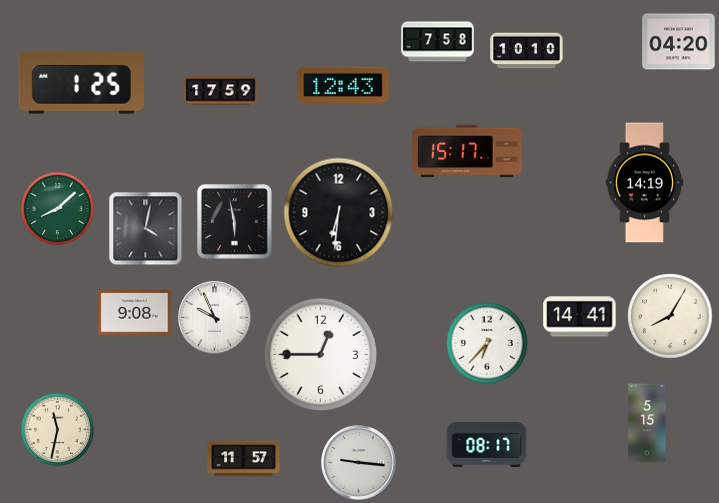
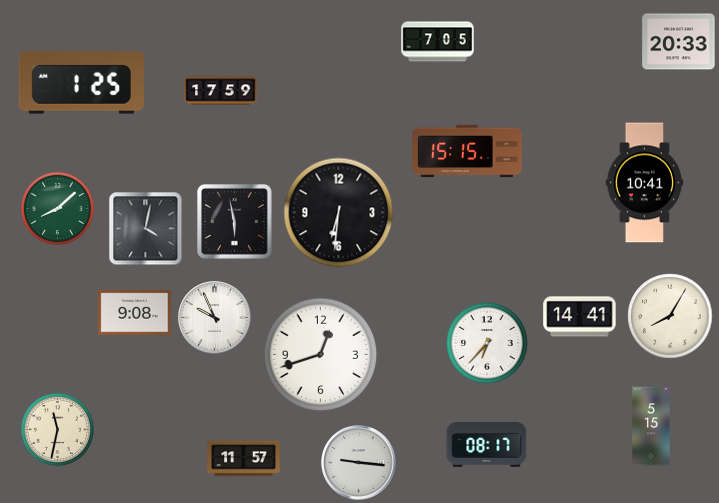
clock at (438, 42): 7:58 -> 7:05
clock at (679, 42): 04:20 -> 20:33
clock at (527, 51): 10:10 -> none
clock at (343, 85): 12:43 -> none
clock at (467, 151): 15:17 -> 15:15
clock at (645, 183): 14:19 -> 10:41
clock at (321, 355): 12:45 -> 12:42
clock at (647, 423) position: (647, 423) -> (651, 426)
